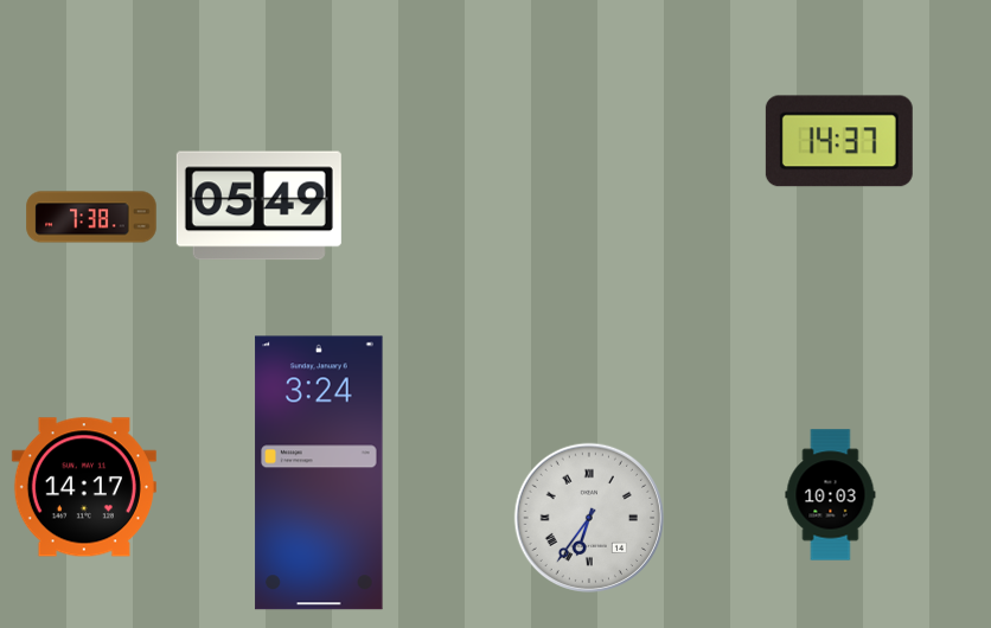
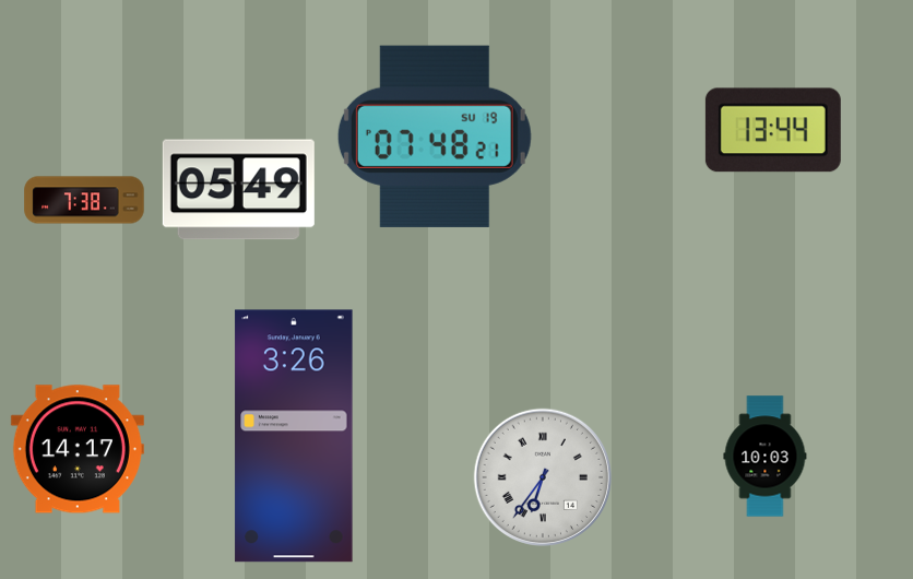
clock at (839, 141): 14:37 -> 13:44
clock at (435, 137): none -> 07:48
clock at (319, 473): 3:24 -> 3:26
